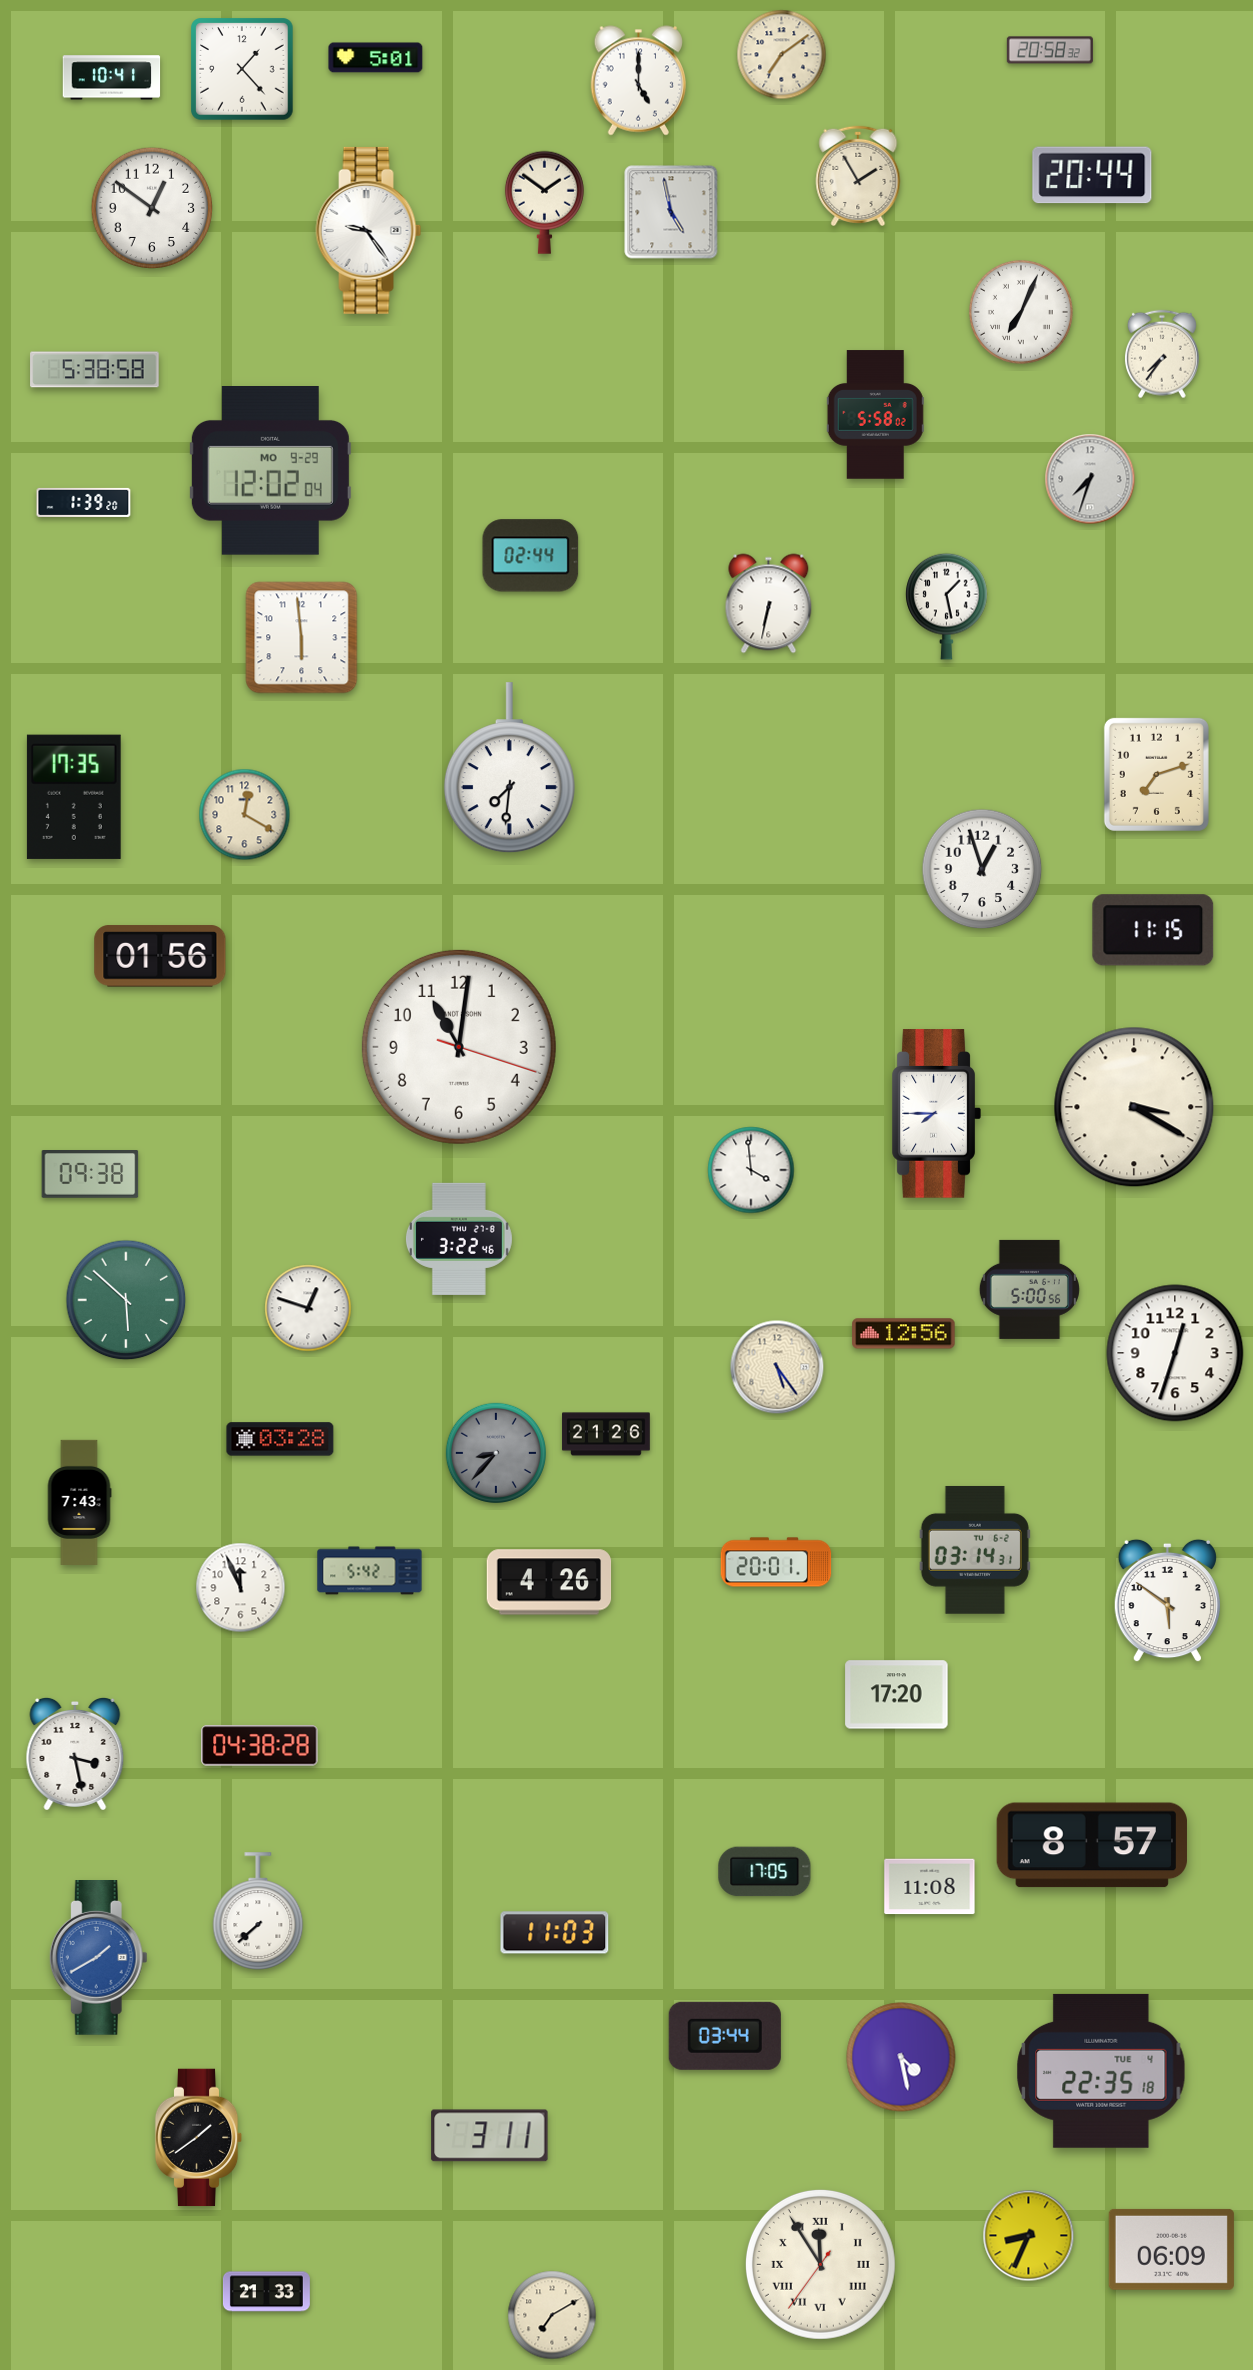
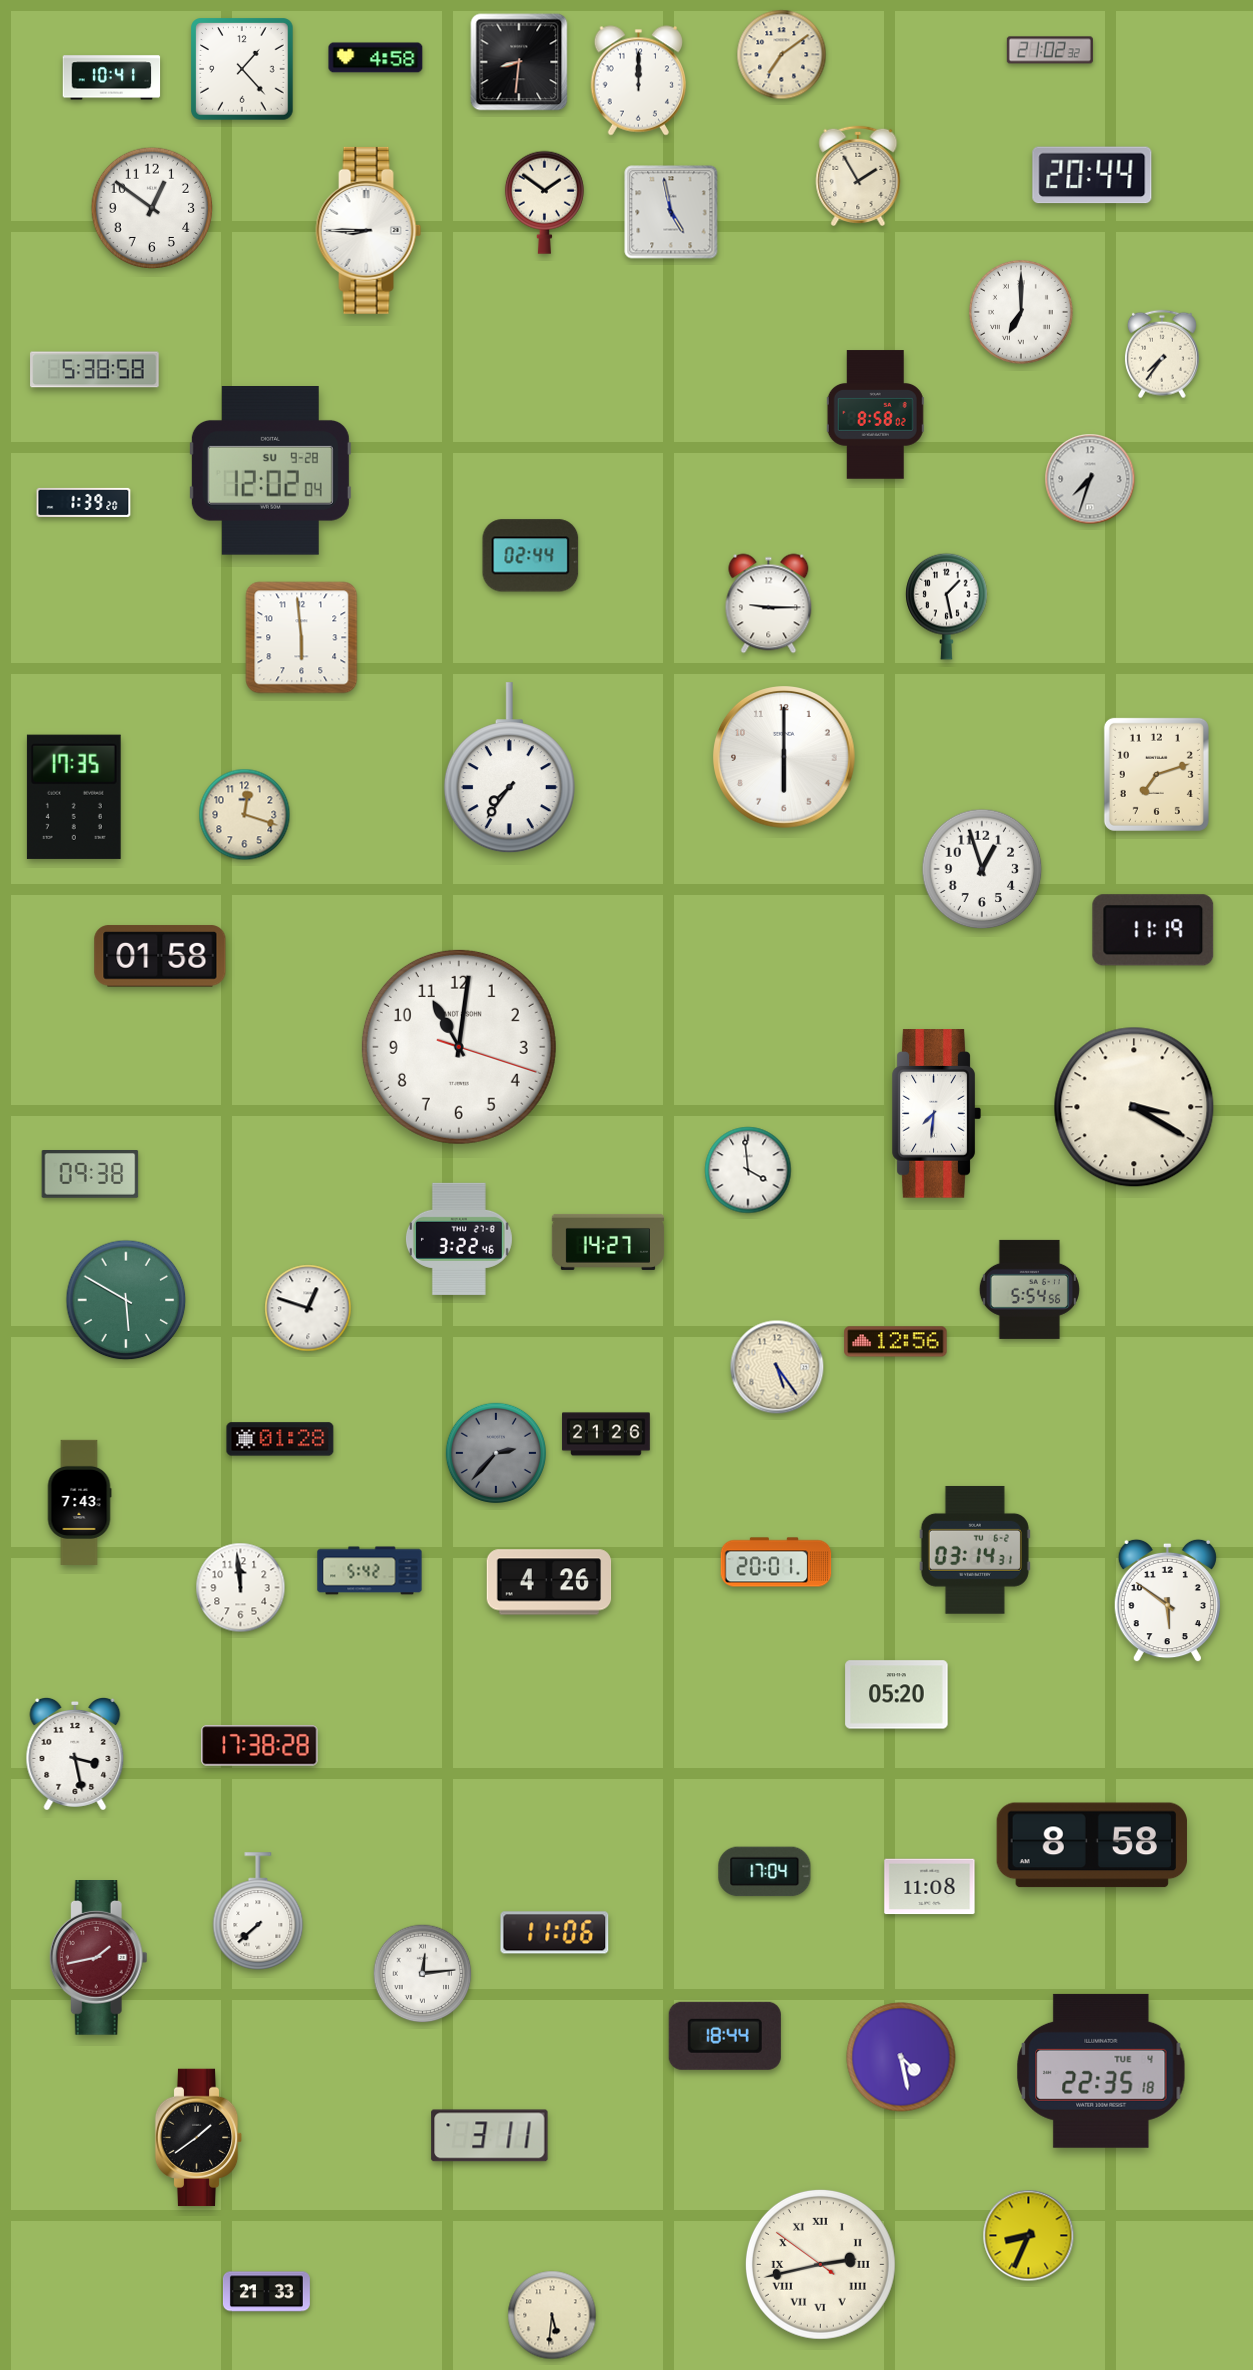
clock at (1050, 50): 20:58 -> 21:02
clock at (376, 58): 5:01 -> 4:58
clock at (519, 62): none -> 8:31
clock at (638, 81): 5:00 -> 12:00
clock at (369, 230): 9:24 -> 8:45
clock at (1021, 312): 7:04 -> 7:00
clock at (875, 415): 5:58 -> 8:58
clock at (270, 471) date: MO 9-29 -> SU 9-28
clock at (769, 604): 6:32 -> 9:15
clock at (785, 758): none -> 6:00
clock at (509, 768): 7:31 -> 7:36
clock at (245, 815): 12:20 -> 12:18
clock at (1153, 930): 11:15 -> 11:19
clock at (160, 956): 01:56 -> 01:58
clock at (936, 1114): 7:45 -> 7:31
clock at (751, 1170) position: (751, 1170) -> (748, 1170)
clock at (608, 1242): none -> 14:27
clock at (1029, 1289): 5:00 -> 5:54
clock at (126, 1300): 5:52 -> 5:50
clock at (904, 1334) position: (904, 1334) -> (896, 1342)
clock at (1175, 1353): 12:33 -> none
clock at (280, 1439): 03:28 -> 01:28
clock at (496, 1453): 8:37 -> 2:37
clock at (241, 1588): 11:56 -> 11:59
clock at (897, 1695): 17:20 -> 05:20
clock at (260, 1746): 04:38 -> 17:38
clock at (1092, 1845): 8:57 -> 8:58
clock at (765, 1872): 17:05 -> 17:04
clock at (555, 1933): 11:03 -> 11:06
clock at (98, 1958): 1:40 -> 1:43
clock at (98, 1958) dial: blue -> burgundy
clock at (423, 1974): none -> 12:14
clock at (725, 2036): 03:44 -> 18:44
clock at (1171, 2249): 06:09 -> none
clock at (820, 2264): 11:54 -> 2:42
clock at (552, 2315): 7:10 -> 5:31
